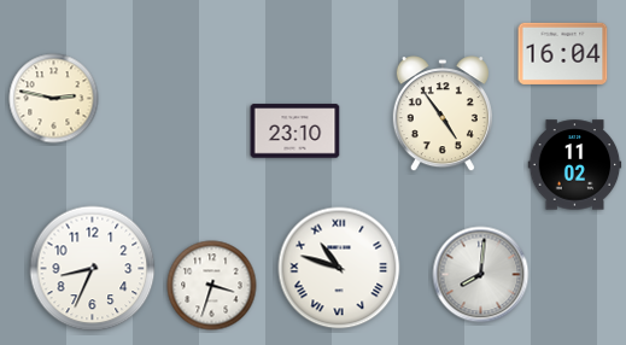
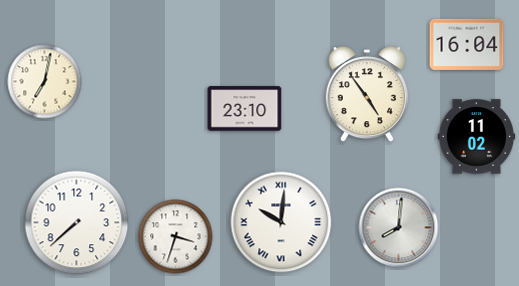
clock at (54, 99): 2:47 -> 7:02
clock at (339, 268): 10:48 -> 10:01
clock at (93, 269): 8:34 -> 7:38
